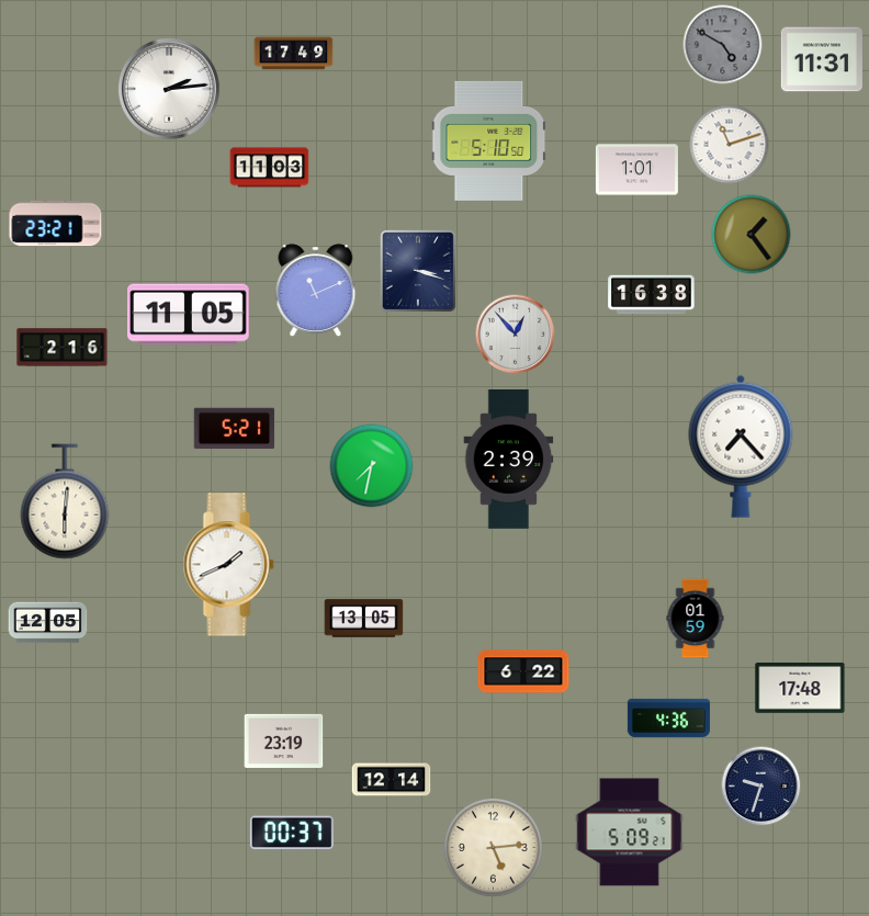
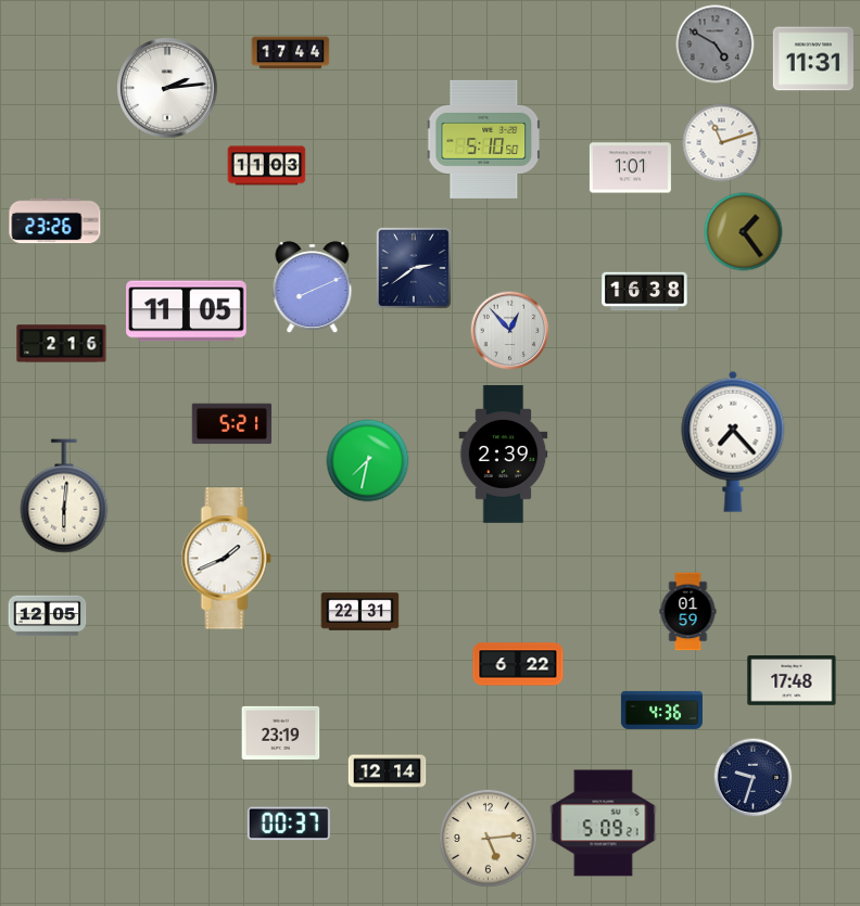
clock at (294, 54): 17:49 -> 17:44
clock at (56, 224): 23:21 -> 23:26
clock at (418, 271): 3:18 -> 2:39
clock at (316, 291): 11:11 -> 8:11
clock at (364, 619): 13:05 -> 22:31
clock at (630, 833) position: (630, 833) -> (604, 824)
